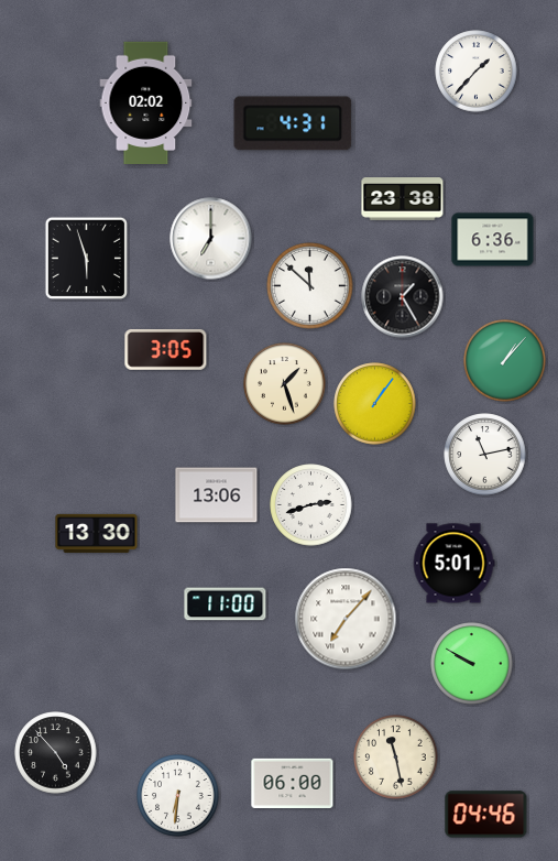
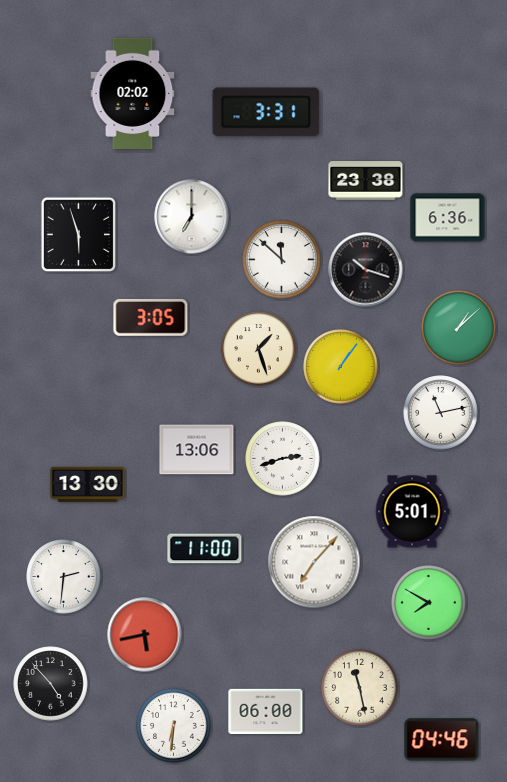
clock at (477, 72): 1:37 -> none
clock at (293, 123): 4:31 -> 3:31
clock at (403, 297): 1:25 -> 10:18
clock at (505, 361): 1:07 -> 1:08
clock at (64, 577): none -> 2:31
clock at (472, 664): 9:50 -> 7:50
clock at (145, 635): none -> 5:43
clock at (178, 796) position: (178, 796) -> (174, 726)
